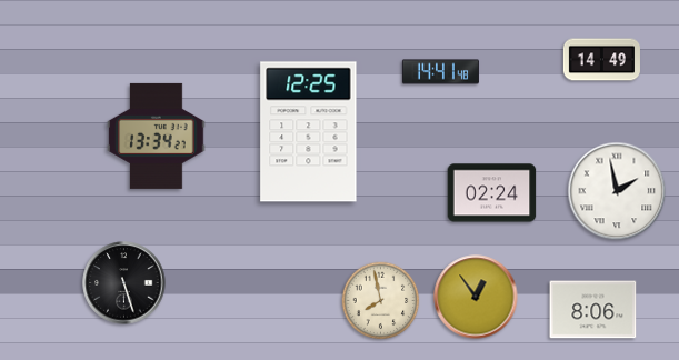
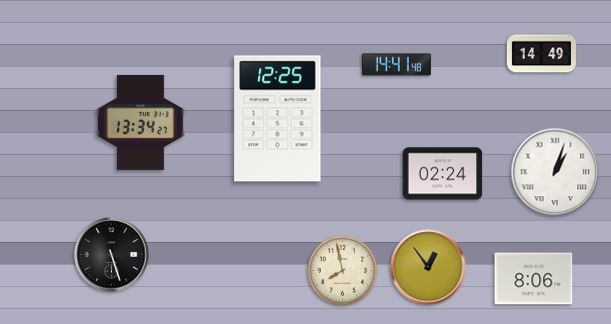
clock at (617, 191): 1:58 -> 1:03
